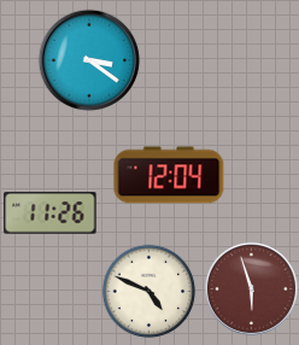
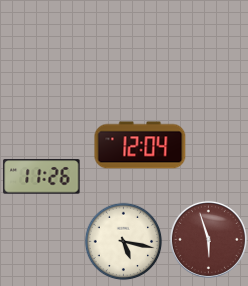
clock at (89, 60): 3:21 -> none
clock at (148, 291): 4:49 -> 5:17
